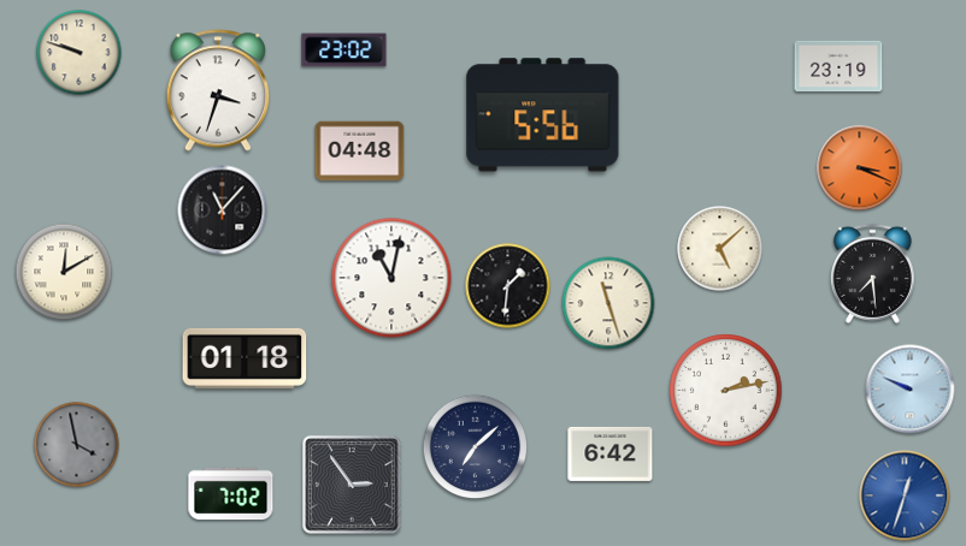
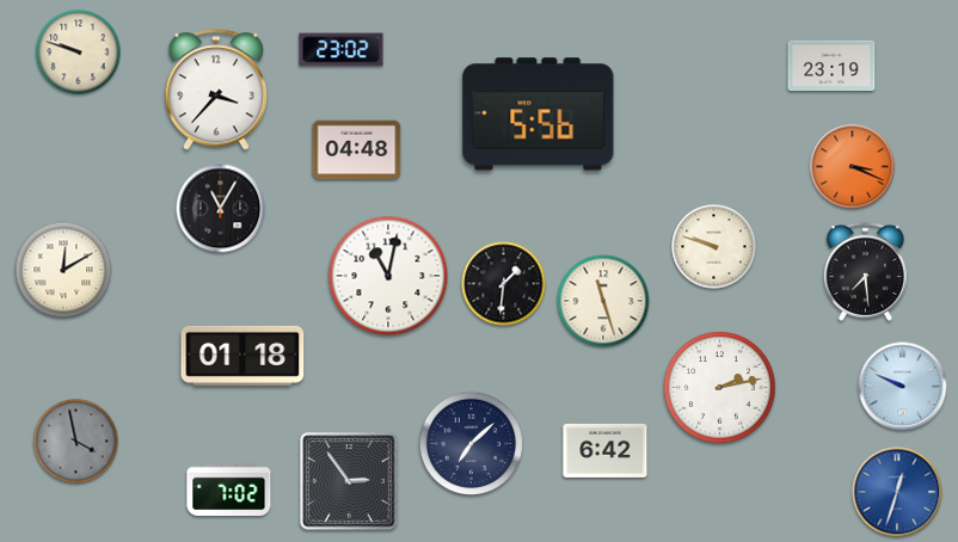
clock at (217, 90): 3:33 -> 3:37
clock at (223, 210): 11:07 -> 11:05
clock at (720, 249): 5:08 -> 9:48
